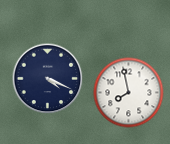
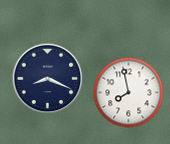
clock at (48, 79): 4:19 -> 8:19
